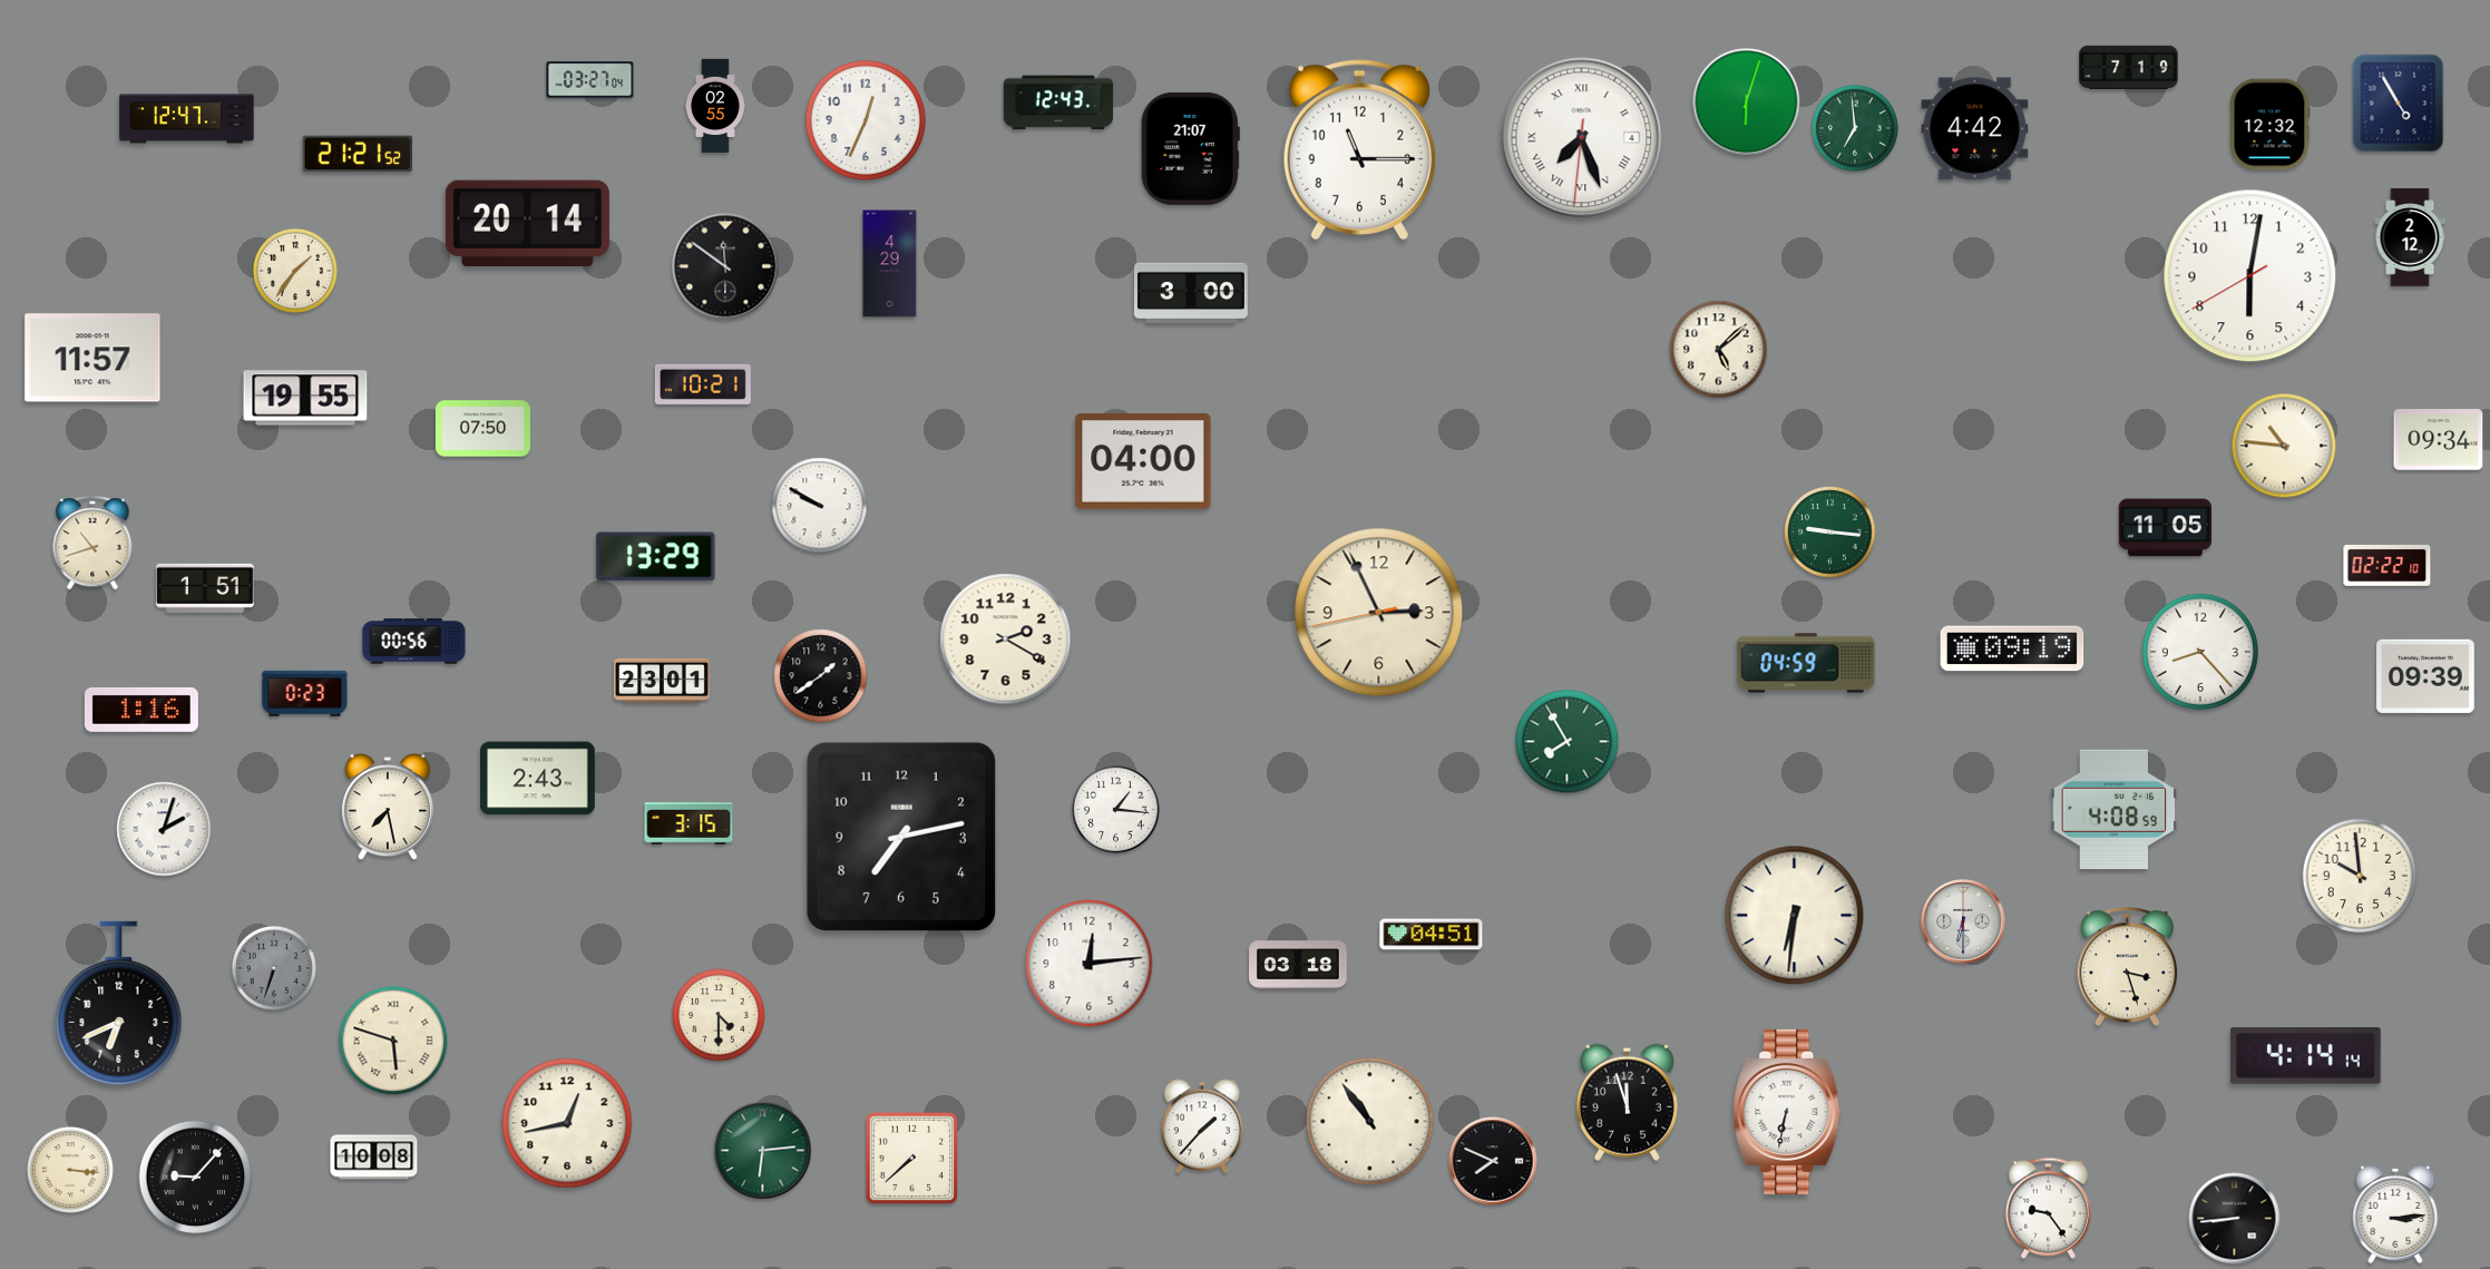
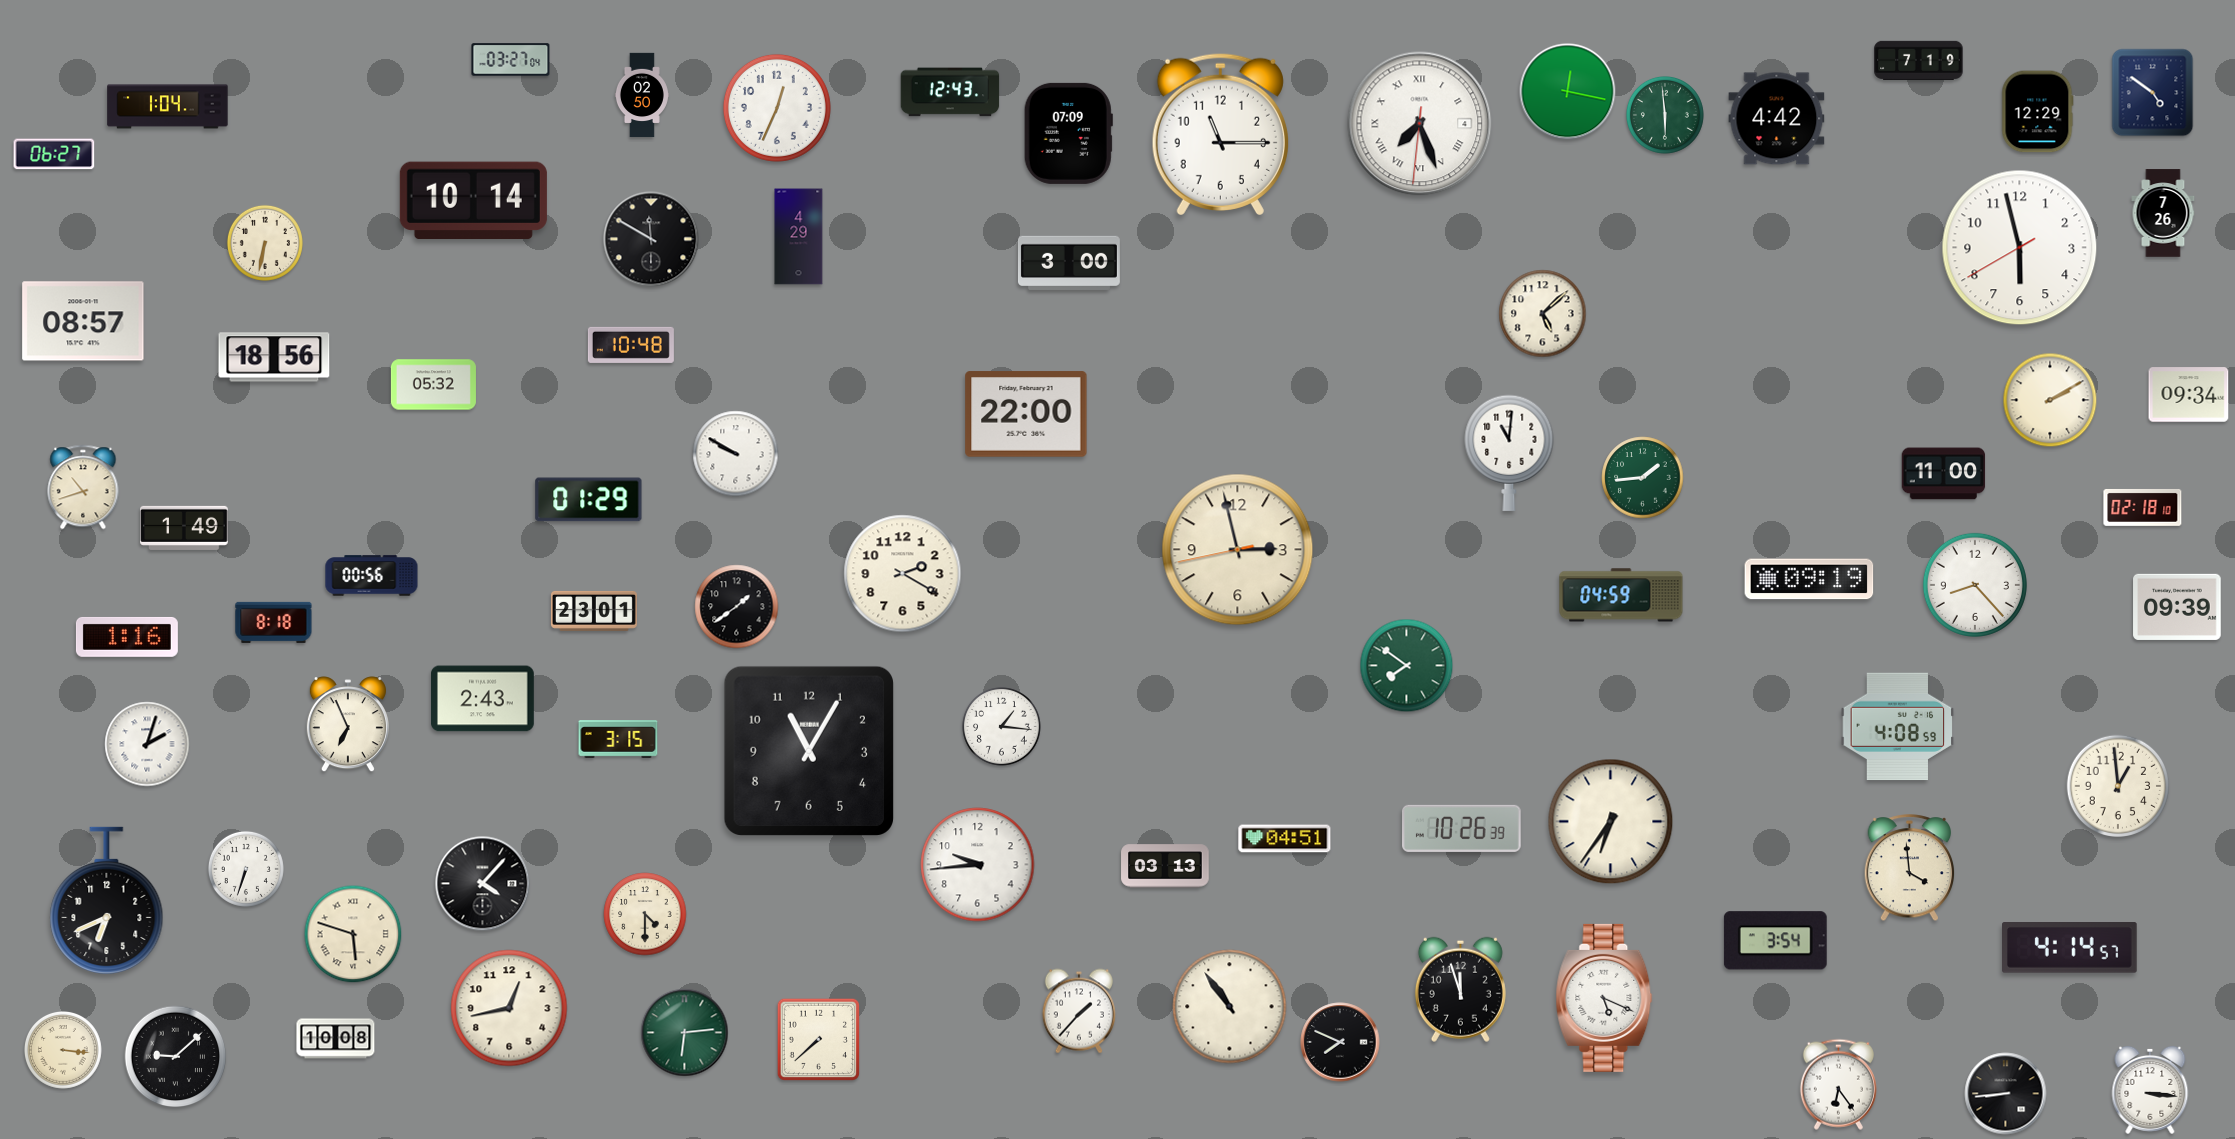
clock at (2129, 67) position: (2129, 67) -> (1919, 60)
clock at (590, 80) position: (590, 80) -> (511, 60)
clock at (1747, 103): 6:03 -> 12:17
clock at (2399, 104): 4:55 -> 4:51
clock at (715, 106): 02:55 -> 02:50
clock at (187, 119): 12:47 -> 1:04
clock at (2271, 125): 12:32 -> 12:29
clock at (1855, 128): 6:59 -> 5:59
clock at (1975, 129) position: (1975, 129) -> (1777, 119)
clock at (1190, 148): 21:07 -> 07:09
clock at (358, 154): 21:21 -> none
clock at (54, 154): none -> 06:27
clock at (527, 224): 20:14 -> 10:14
clock at (2410, 237): 2:12 -> 7:26
clock at (725, 266): 11:51 -> 11:50
clock at (295, 271): 1:36 -> 6:32
clock at (2250, 276): 6:01 -> 5:57
clock at (92, 358): 11:57 -> 08:57
clock at (703, 384): 10:21 -> 10:48
clock at (305, 398): 19:55 -> 18:56
clock at (482, 429): 07:50 -> 05:32
clock at (2284, 446): 10:46 -> 2:10
clock at (1143, 461): 04:00 -> 22:00
clock at (1509, 453): none -> 11:01
clock at (2166, 528): 11:05 -> 11:00
clock at (1830, 533): 9:16 -> 1:44
clock at (656, 557): 13:29 -> 01:29
clock at (2388, 565): 02:22 -> 02:18
clock at (205, 588): 1:51 -> 1:49
clock at (1379, 613): 2:55 -> 2:57
clock at (2012, 648) position: (2012, 648) -> (1809, 579)
clock at (305, 693): 0:23 -> 8:18
clock at (1568, 742): 7:55 -> 7:51
clock at (388, 808): 7:28 -> 6:56
clock at (901, 837): 7:13 -> 11:05
clock at (2359, 875): 9:59 -> 12:59
clock at (1795, 916): 6:31 -> 6:36
clock at (1963, 921): 6:30 -> none
clock at (1462, 828): none -> 10:26
clock at (1090, 964): 12:14 -> 9:44
clock at (1298, 965): 03:18 -> 03:13
clock at (2128, 967): 3:27 -> 3:59
clock at (274, 968) dial: grey -> white
clock at (483, 884): none -> 4:07
clock at (719, 1015) position: (719, 1015) -> (645, 914)
clock at (1775, 941): none -> 3:54
clock at (2306, 1056): 4:14:14 -> 4:14:57
clock at (1787, 1112): 6:32 -> 5:19
clock at (196, 1178): 9:07 -> 9:08
clock at (2048, 1208): 9:24 -> 6:24
clock at (2395, 1214): 3:14 -> 3:16
